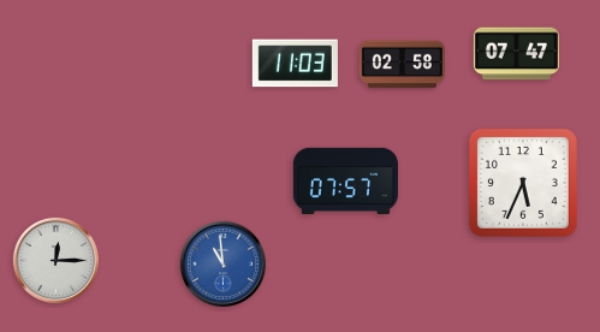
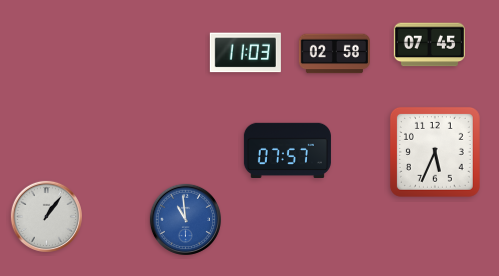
clock at (516, 54): 07:47 -> 07:45
clock at (55, 260): 12:15 -> 1:06
